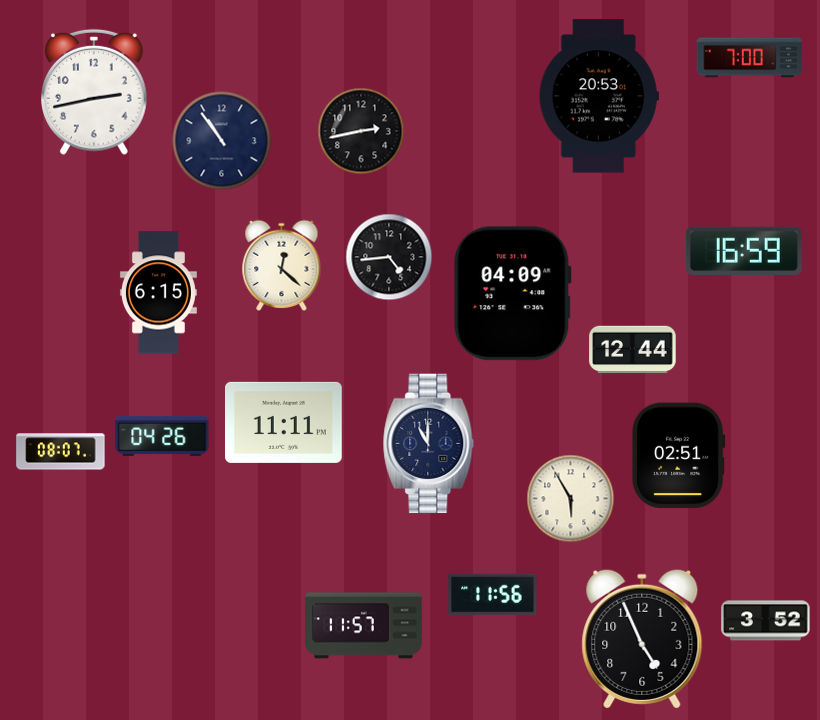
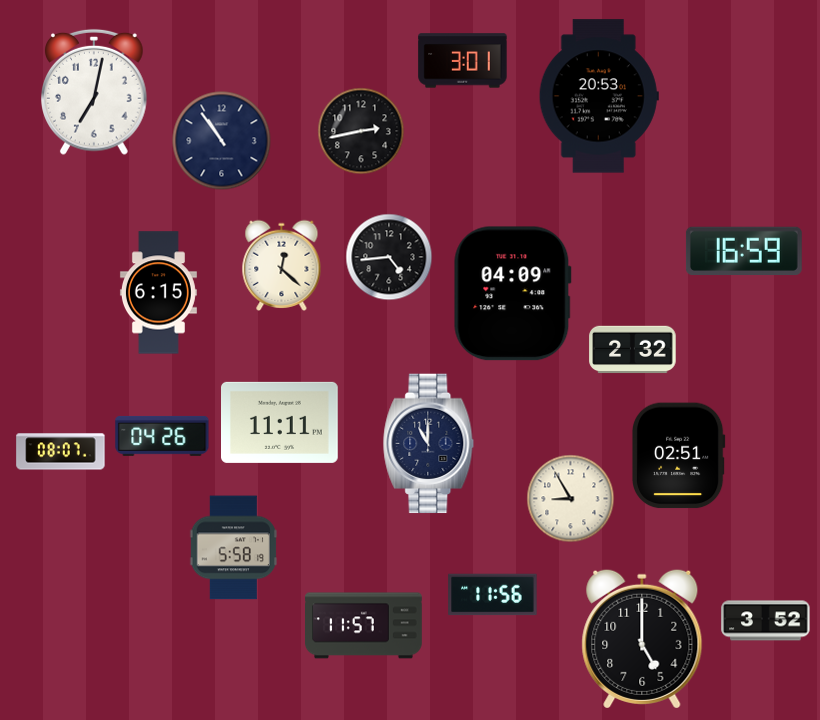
clock at (750, 58): 7:00 -> none
clock at (463, 61): none -> 3:01
clock at (95, 92): 2:43 -> 7:02
clock at (633, 350): 12:44 -> 2:32
clock at (284, 422) position: (284, 422) -> (280, 422)
clock at (571, 499): 5:55 -> 8:55
clock at (233, 548): none -> 5:58
clock at (642, 639): 4:56 -> 5:00
